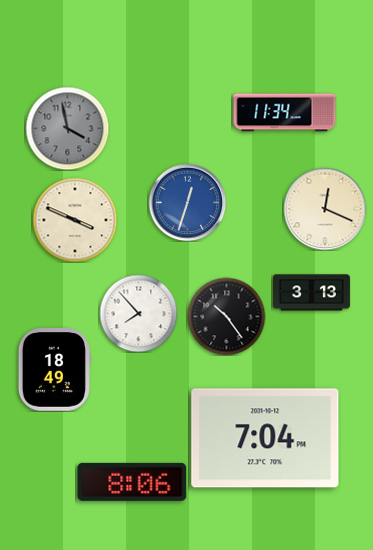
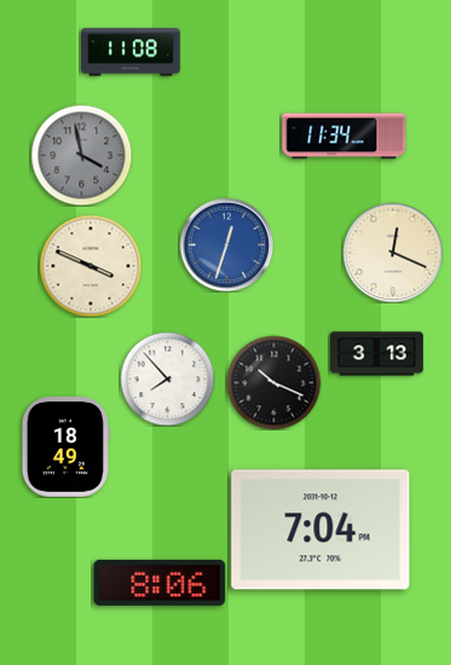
clock at (131, 52): none -> 11:08
clock at (226, 316): 10:24 -> 10:19
